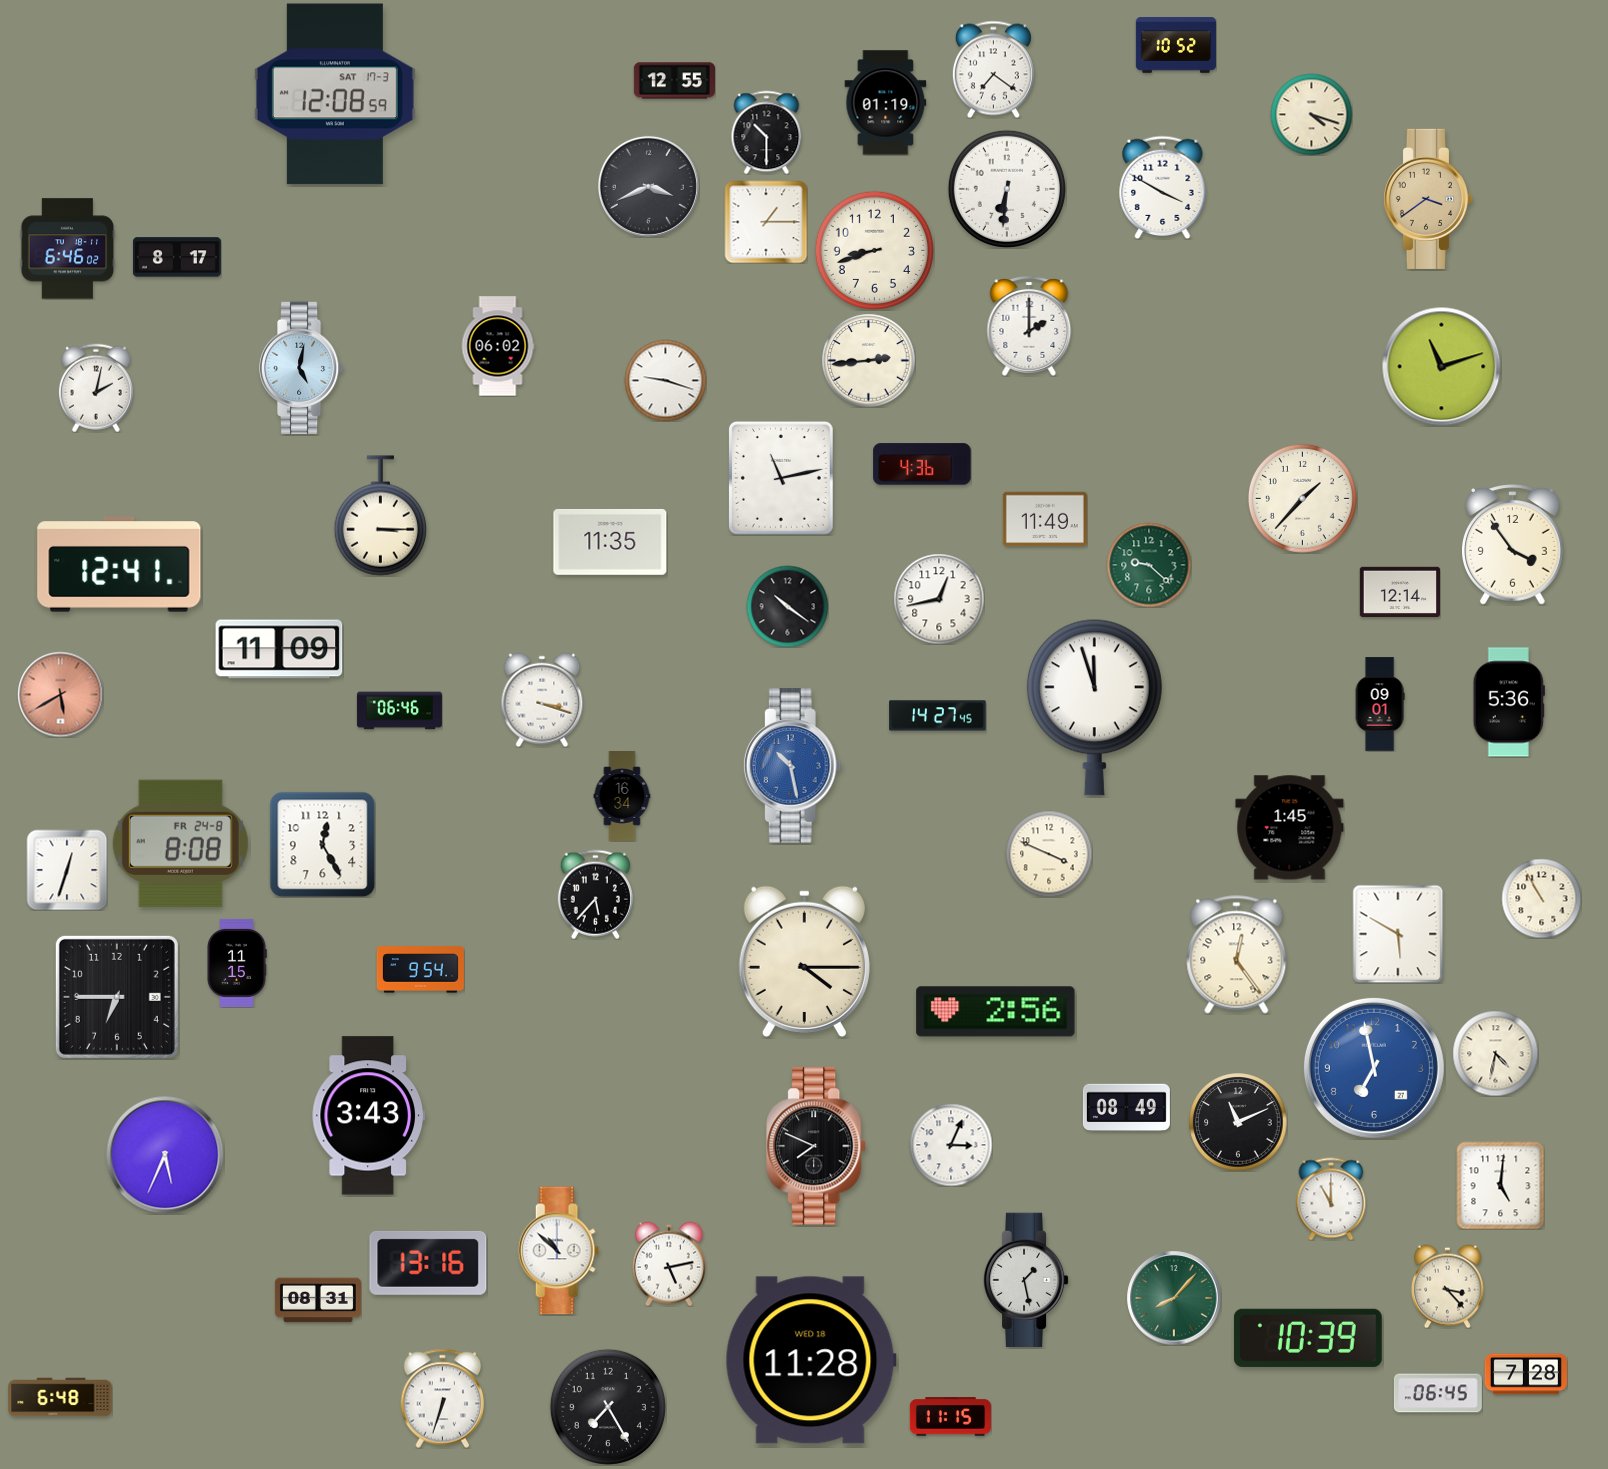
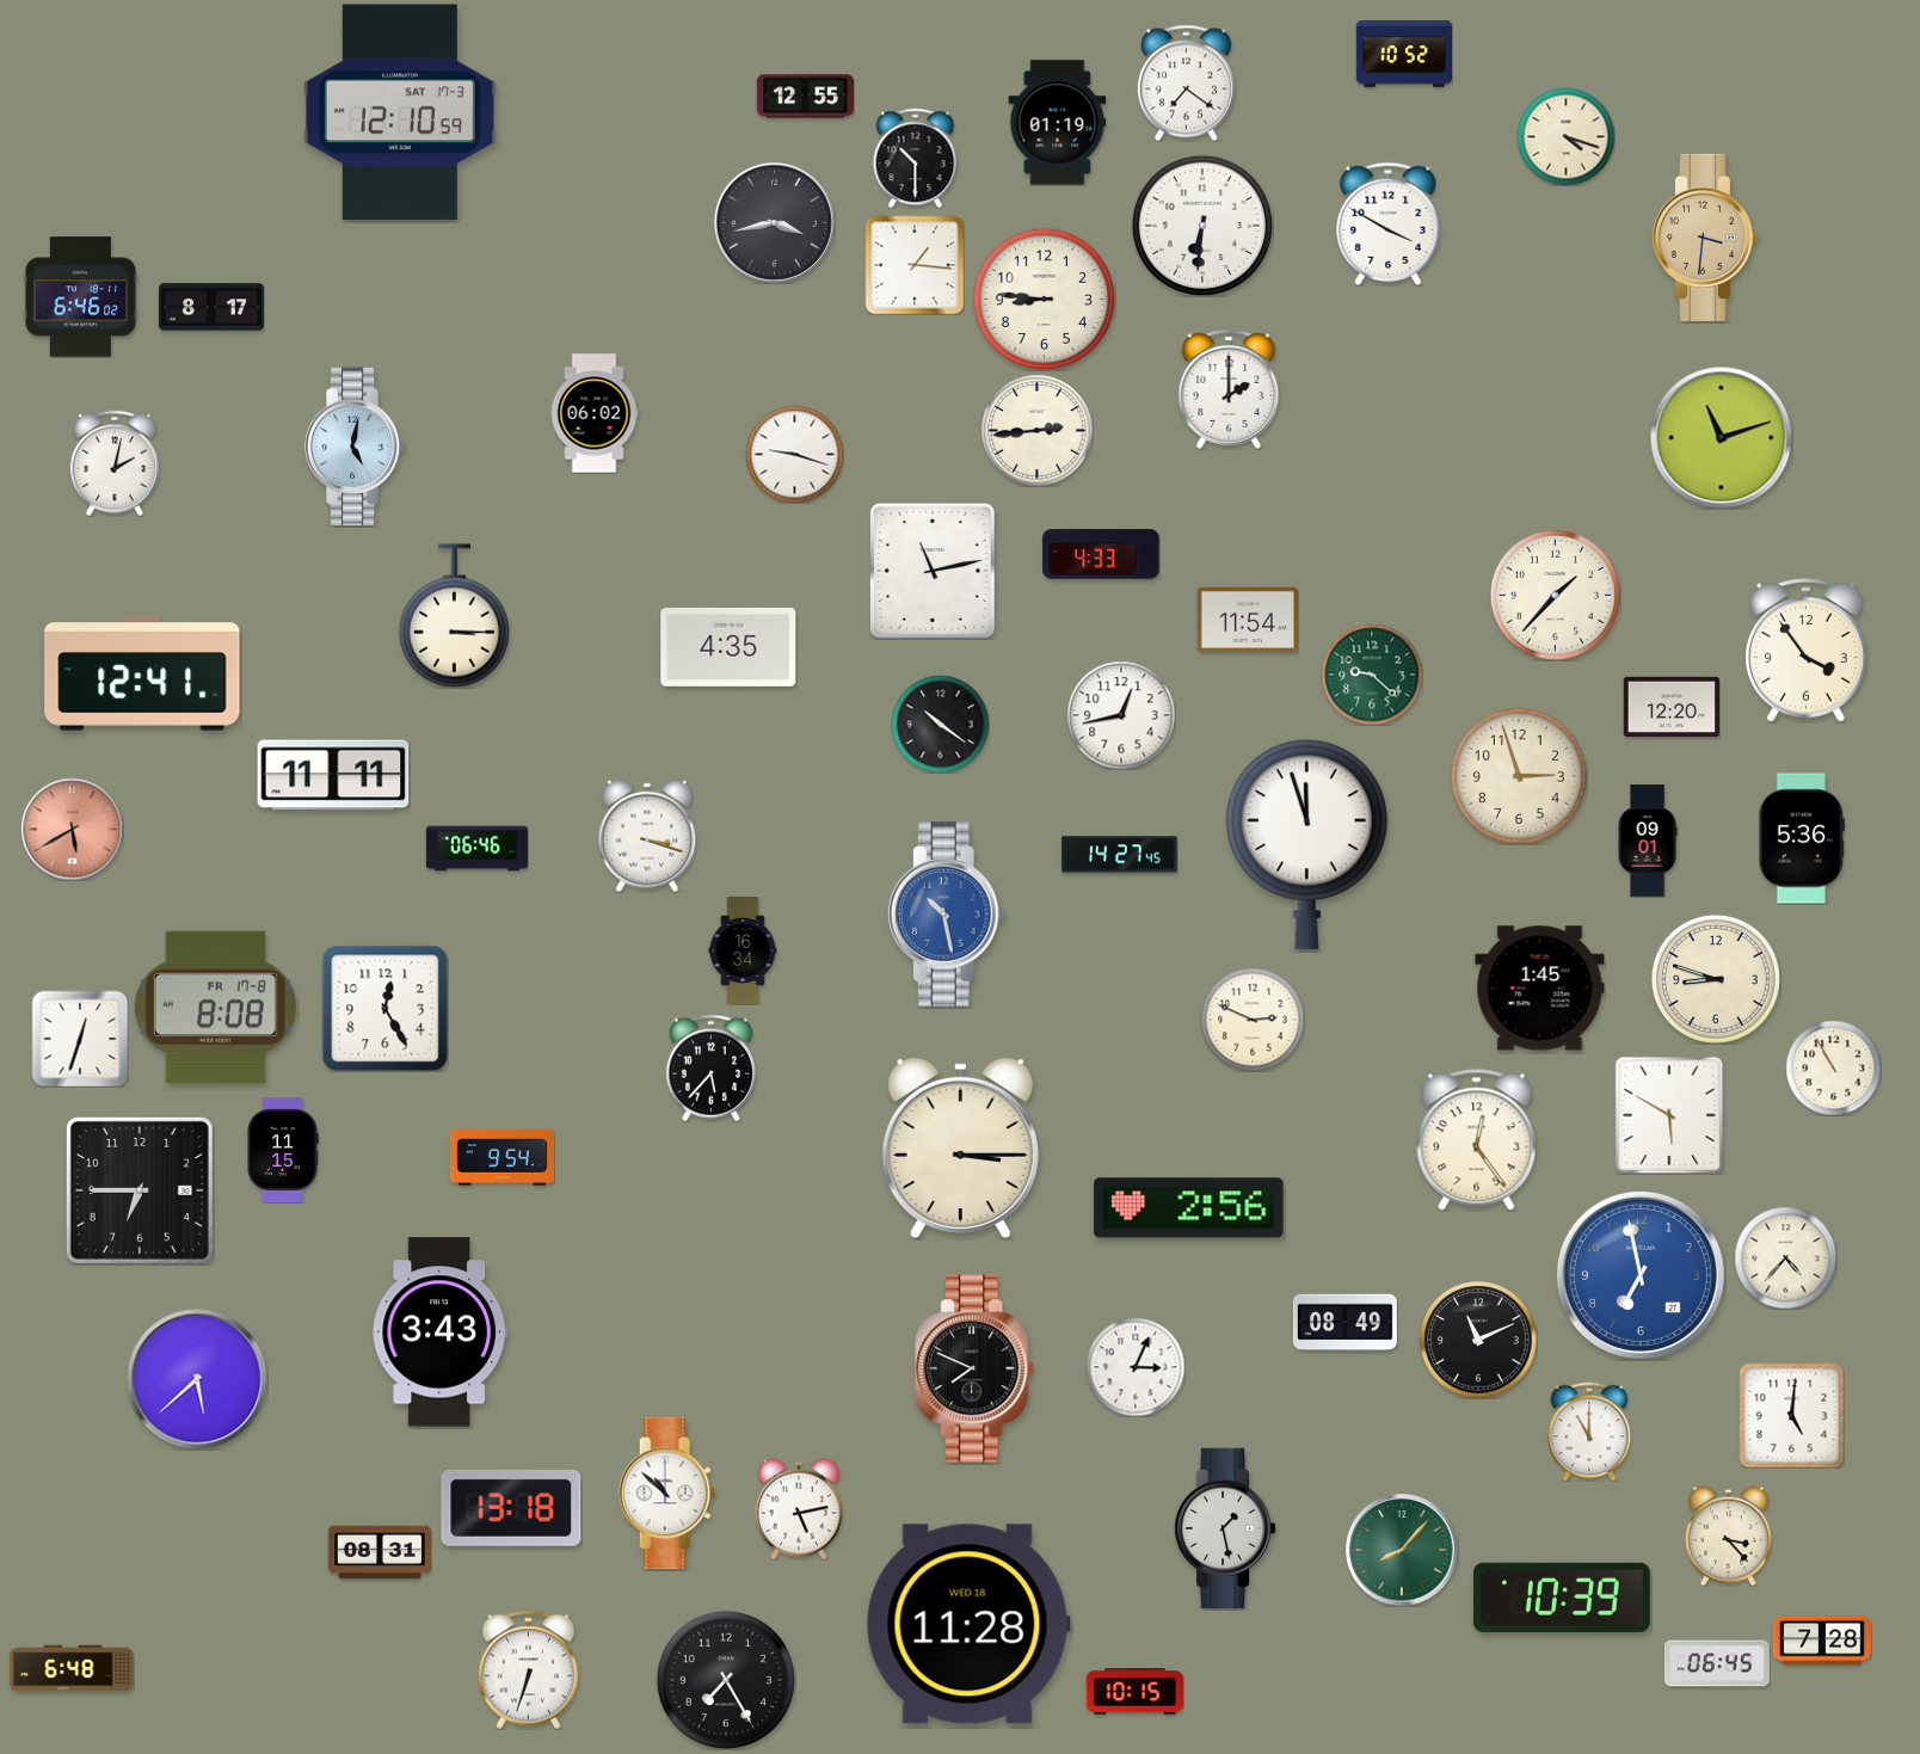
clock at (335, 94): 12:08 -> 12:10
clock at (648, 186): 3:41 -> 3:43
clock at (1427, 199): 3:39 -> 3:31
clock at (766, 222): 1:15 -> 1:16
clock at (874, 250): 8:42 -> 8:46
clock at (301, 368) position: (301, 368) -> (355, 447)
clock at (922, 464): 4:36 -> 4:33
clock at (1045, 519): 11:49 -> 11:54
clock at (610, 542): 11:35 -> 4:35
clock at (1399, 591): 12:14 -> 12:20
clock at (279, 649): 11:09 -> 11:11
clock at (1519, 776): none -> 2:57
clock at (1716, 979): none -> 8:48
clock at (180, 843) date: FR 24-8 -> FR 17-8
clock at (1049, 854): 3:49 -> 2:49
clock at (1541, 898) position: (1541, 898) -> (1833, 1067)
clock at (804, 961): 4:15 -> 3:15
clock at (1495, 1053): 4:32 -> 4:37
clock at (165, 1155): 5:34 -> 5:38
clock at (428, 1263): 13:16 -> 13:18
clock at (950, 1417): 11:15 -> 10:15
